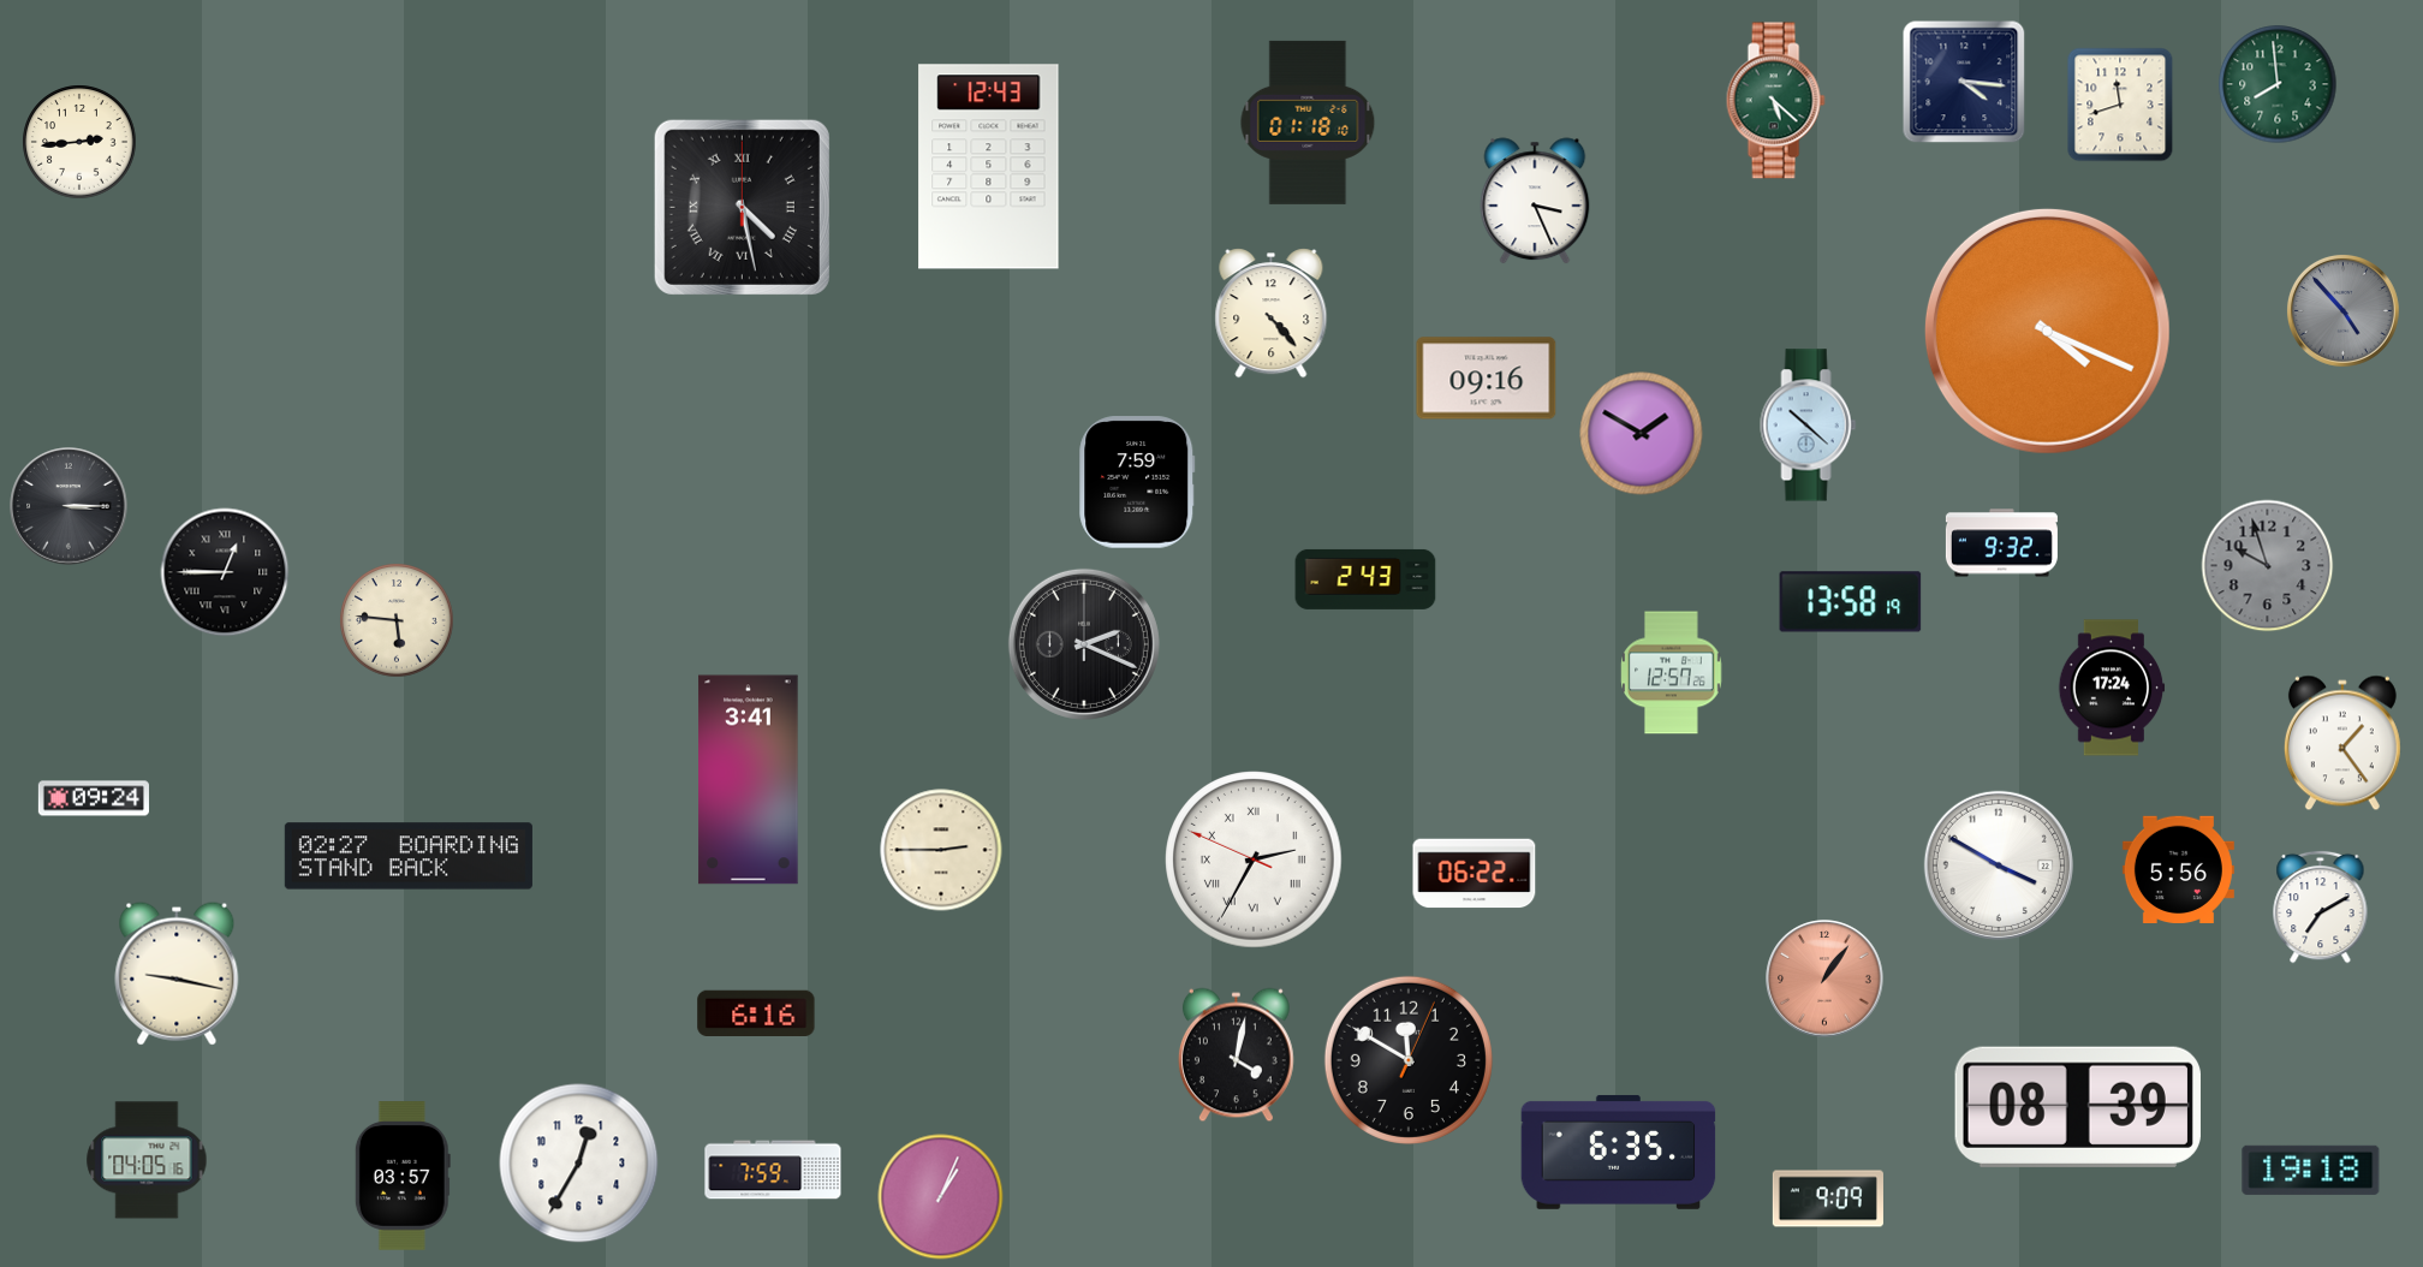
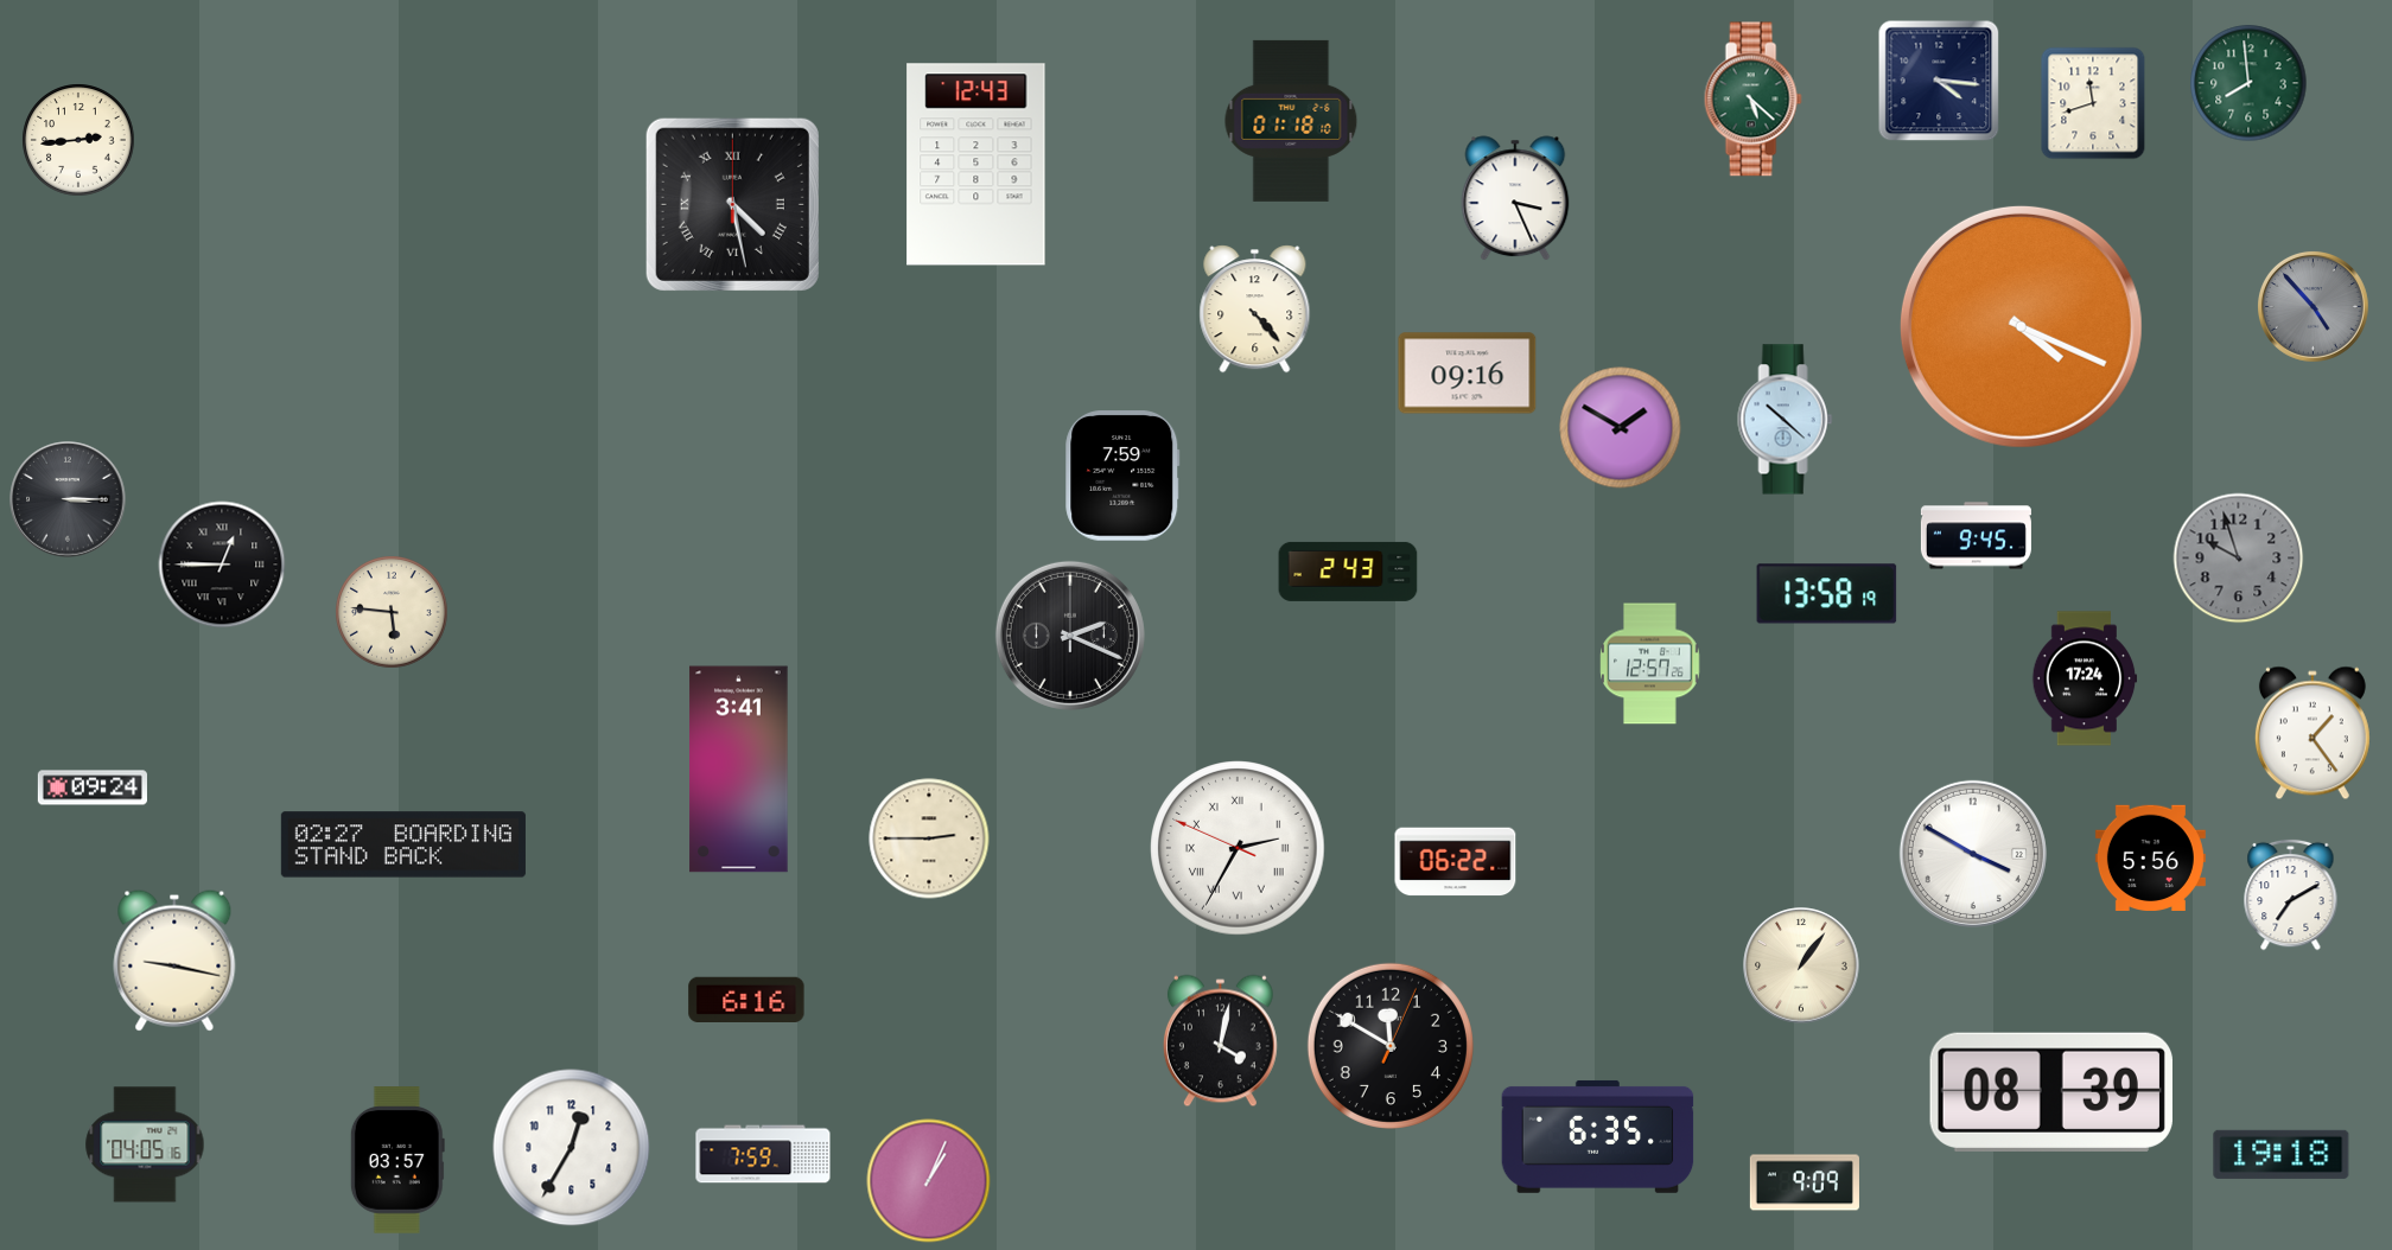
clock at (2001, 543): 9:32 -> 9:45
clock at (1824, 978) dial: salmon -> cream
